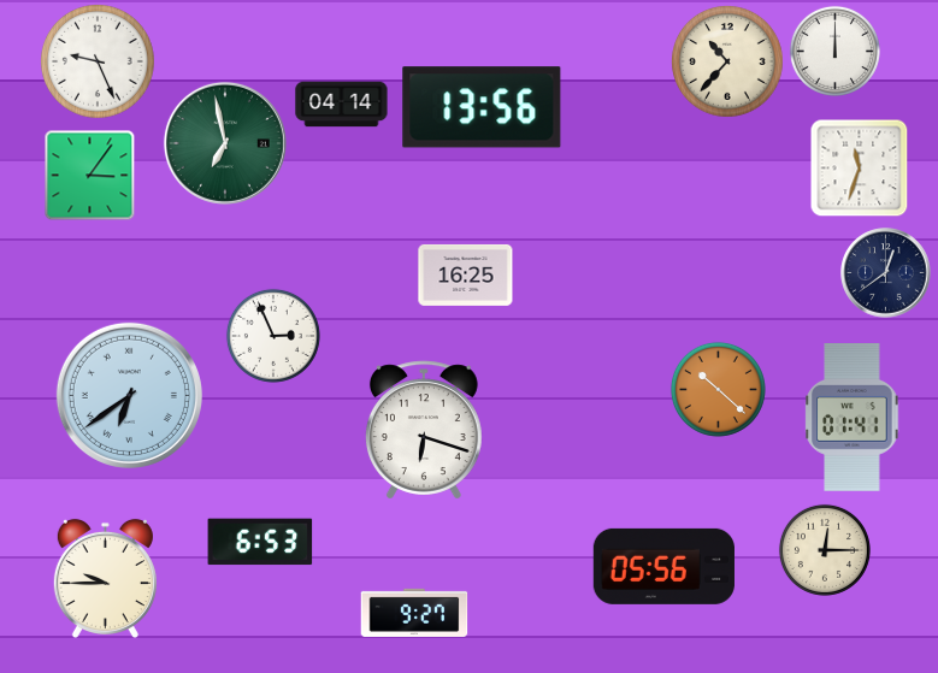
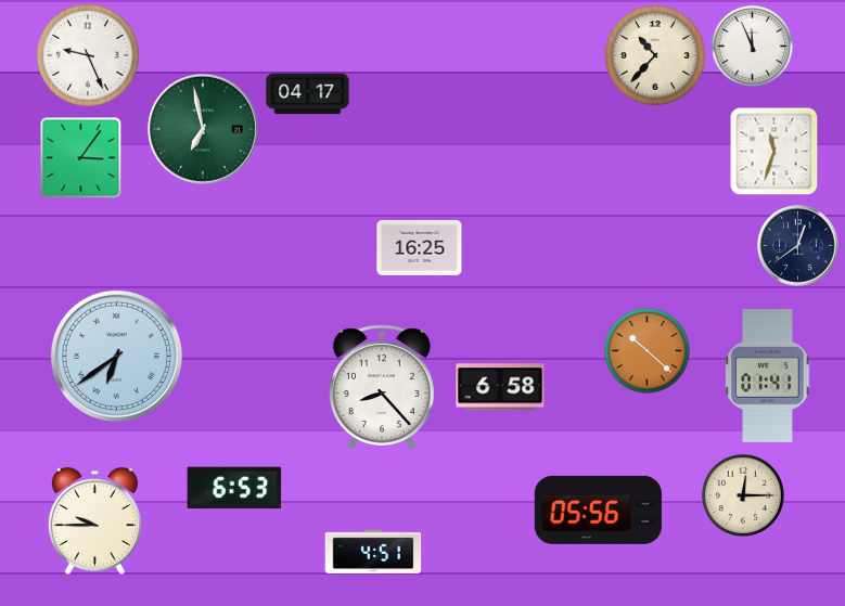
clock at (834, 51): 12:00 -> 11:56
clock at (342, 105): 04:14 -> 04:17
clock at (482, 107): 13:56 -> none
clock at (273, 336): 2:56 -> none
clock at (424, 430): 6:18 -> 8:23
clock at (500, 387): none -> 6:58
clock at (414, 613): 9:27 -> 4:51
